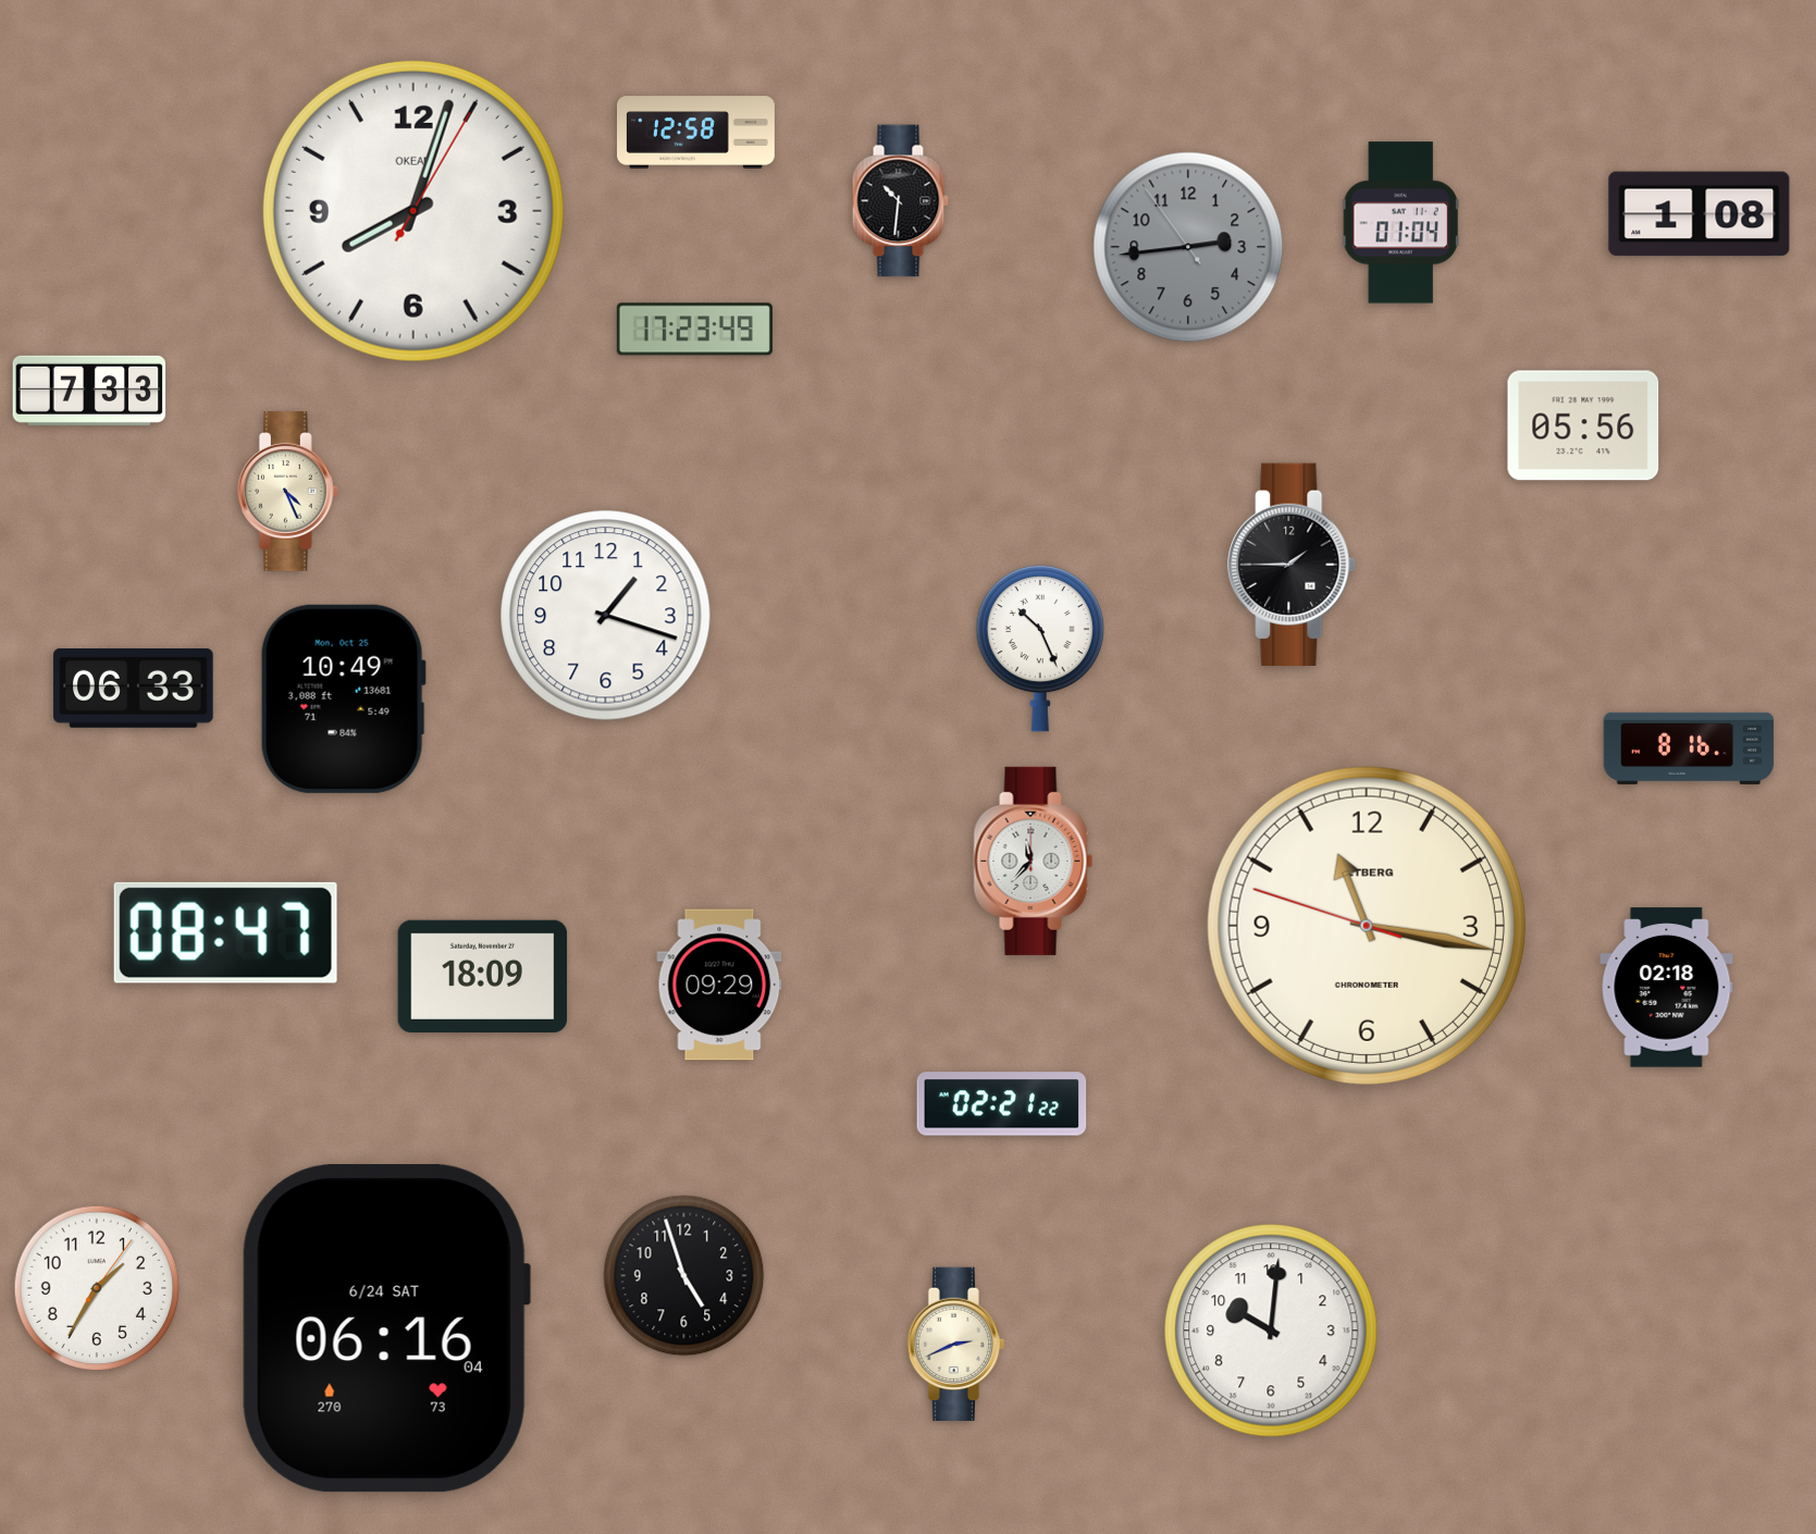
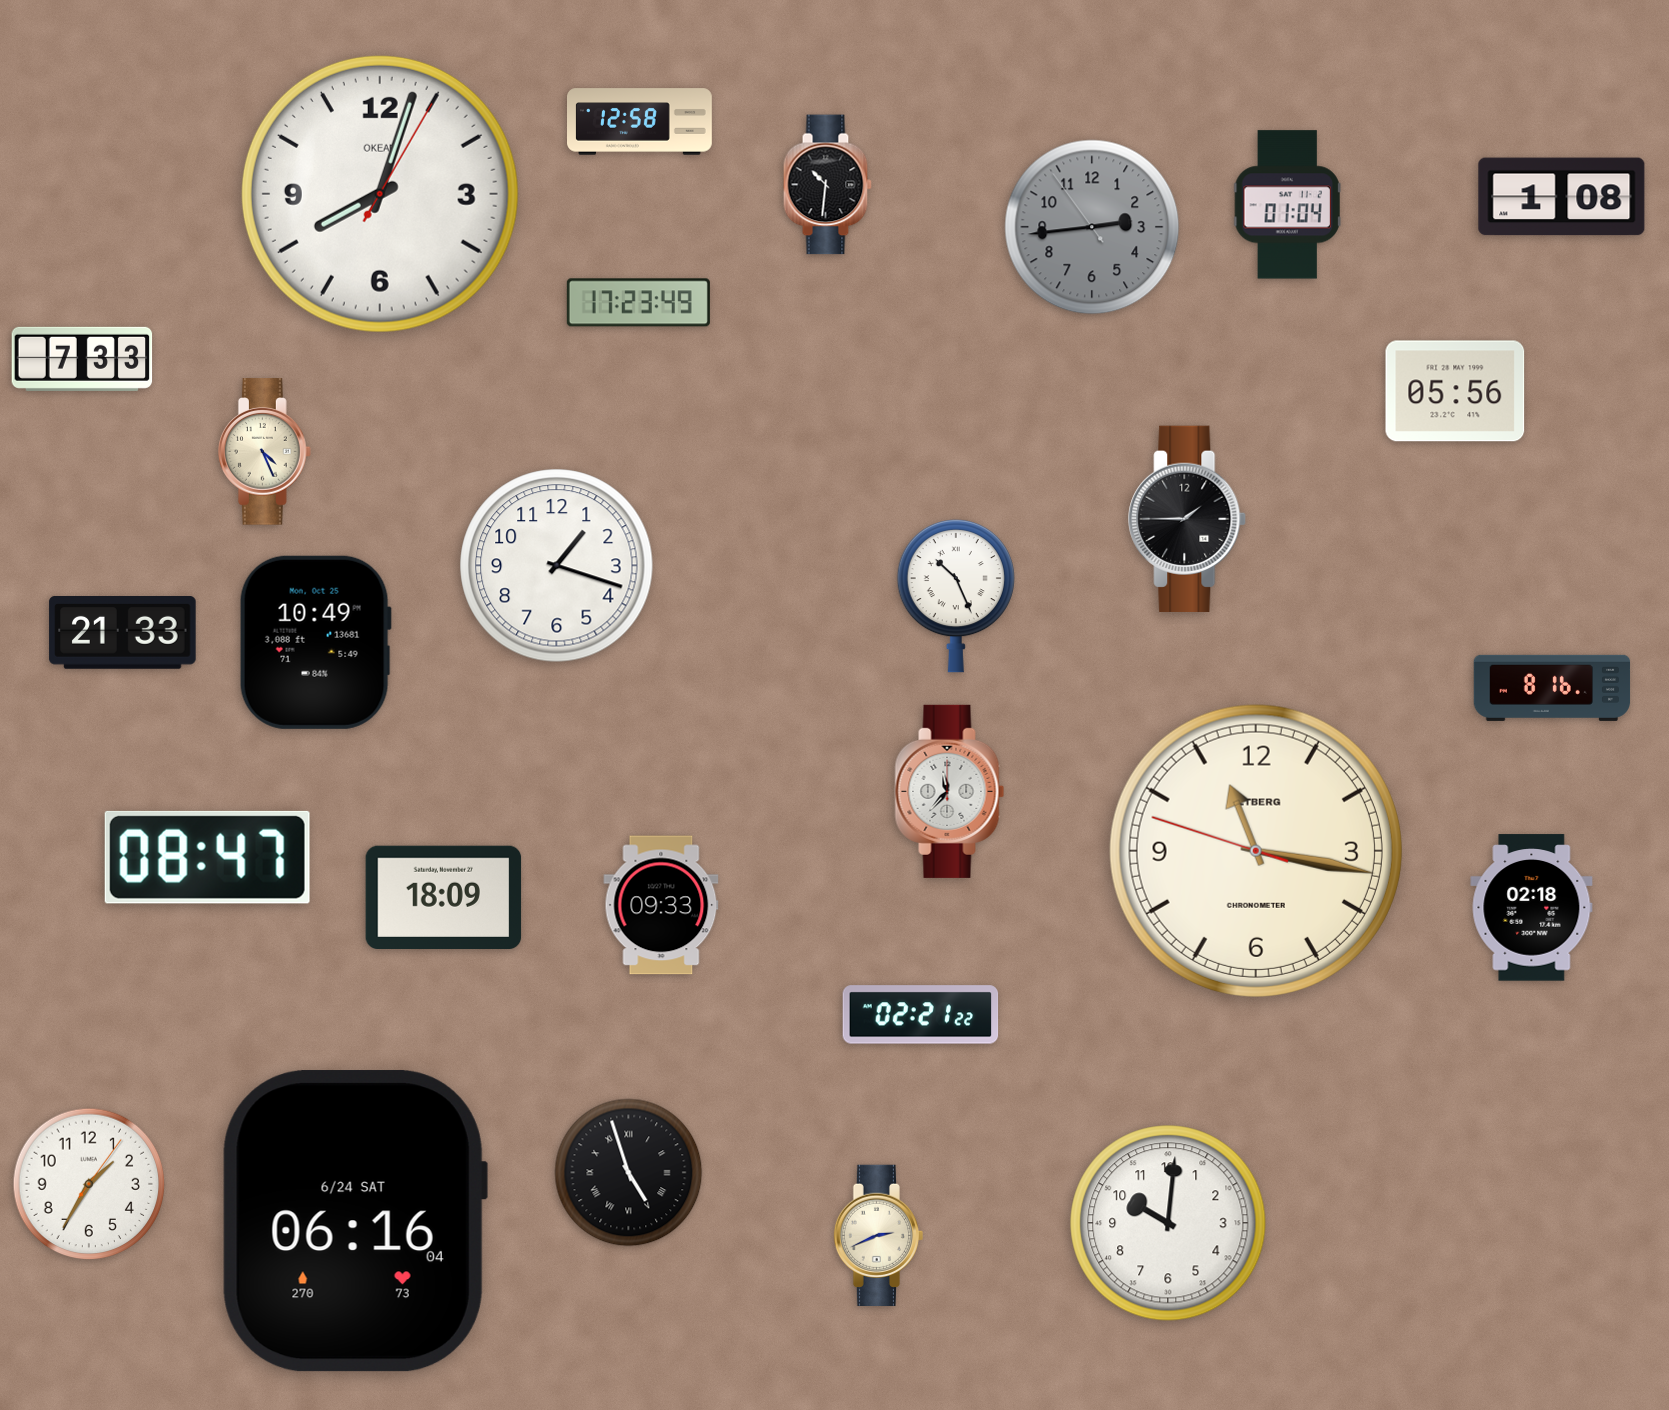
clock at (134, 689): 06:33 -> 21:33
clock at (719, 985): 09:29 -> 09:33
clock at (684, 1276) numerals: Arabic -> Roman
